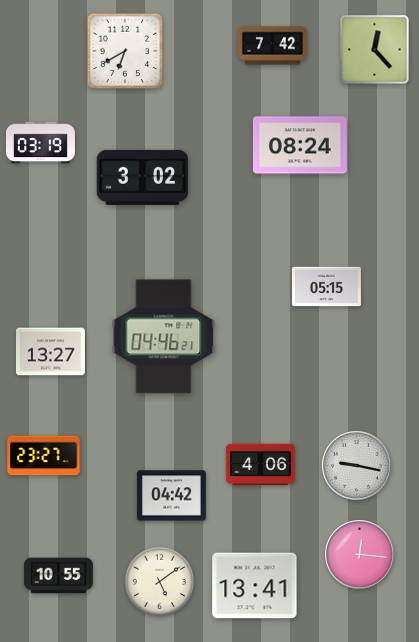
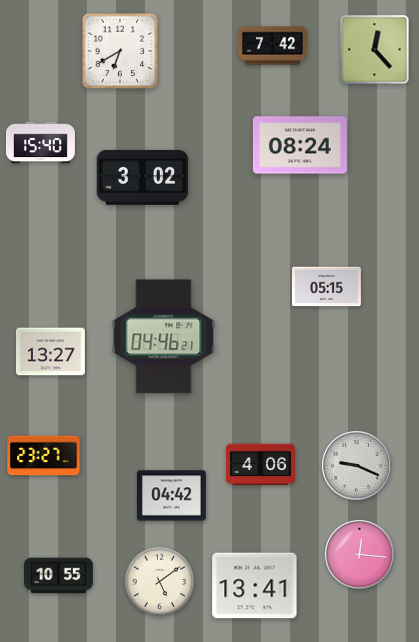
clock at (125, 51) position: (125, 51) -> (120, 51)
clock at (40, 143): 03:19 -> 15:40
clock at (357, 466): 9:17 -> 9:19
